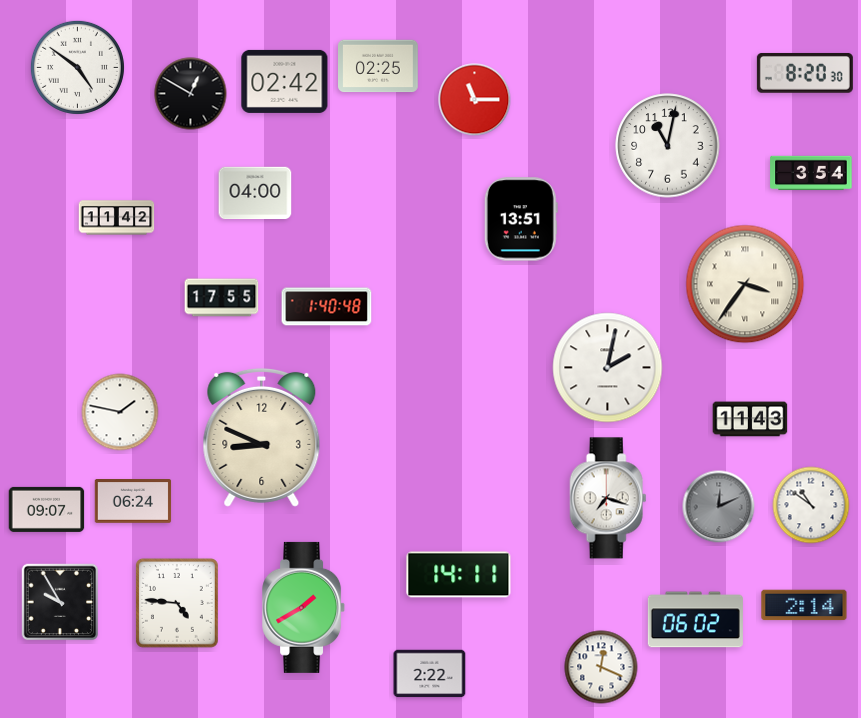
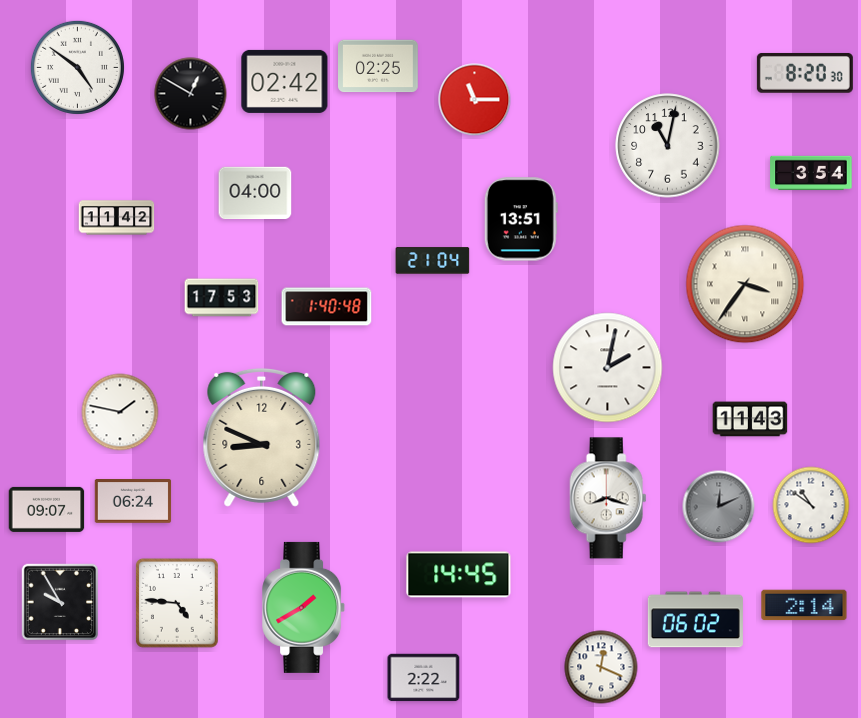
clock at (433, 261): none -> 21:04
clock at (222, 298): 17:55 -> 17:53
clock at (608, 498): 7:18 -> 8:18
clock at (459, 575): 14:11 -> 14:45
clock at (430, 674) position: (430, 674) -> (424, 678)
